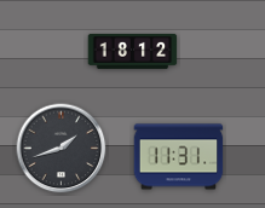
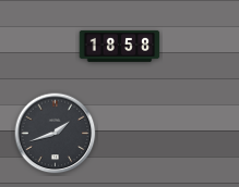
clock at (133, 51): 18:12 -> 18:58
clock at (179, 157): 11:31 -> none
